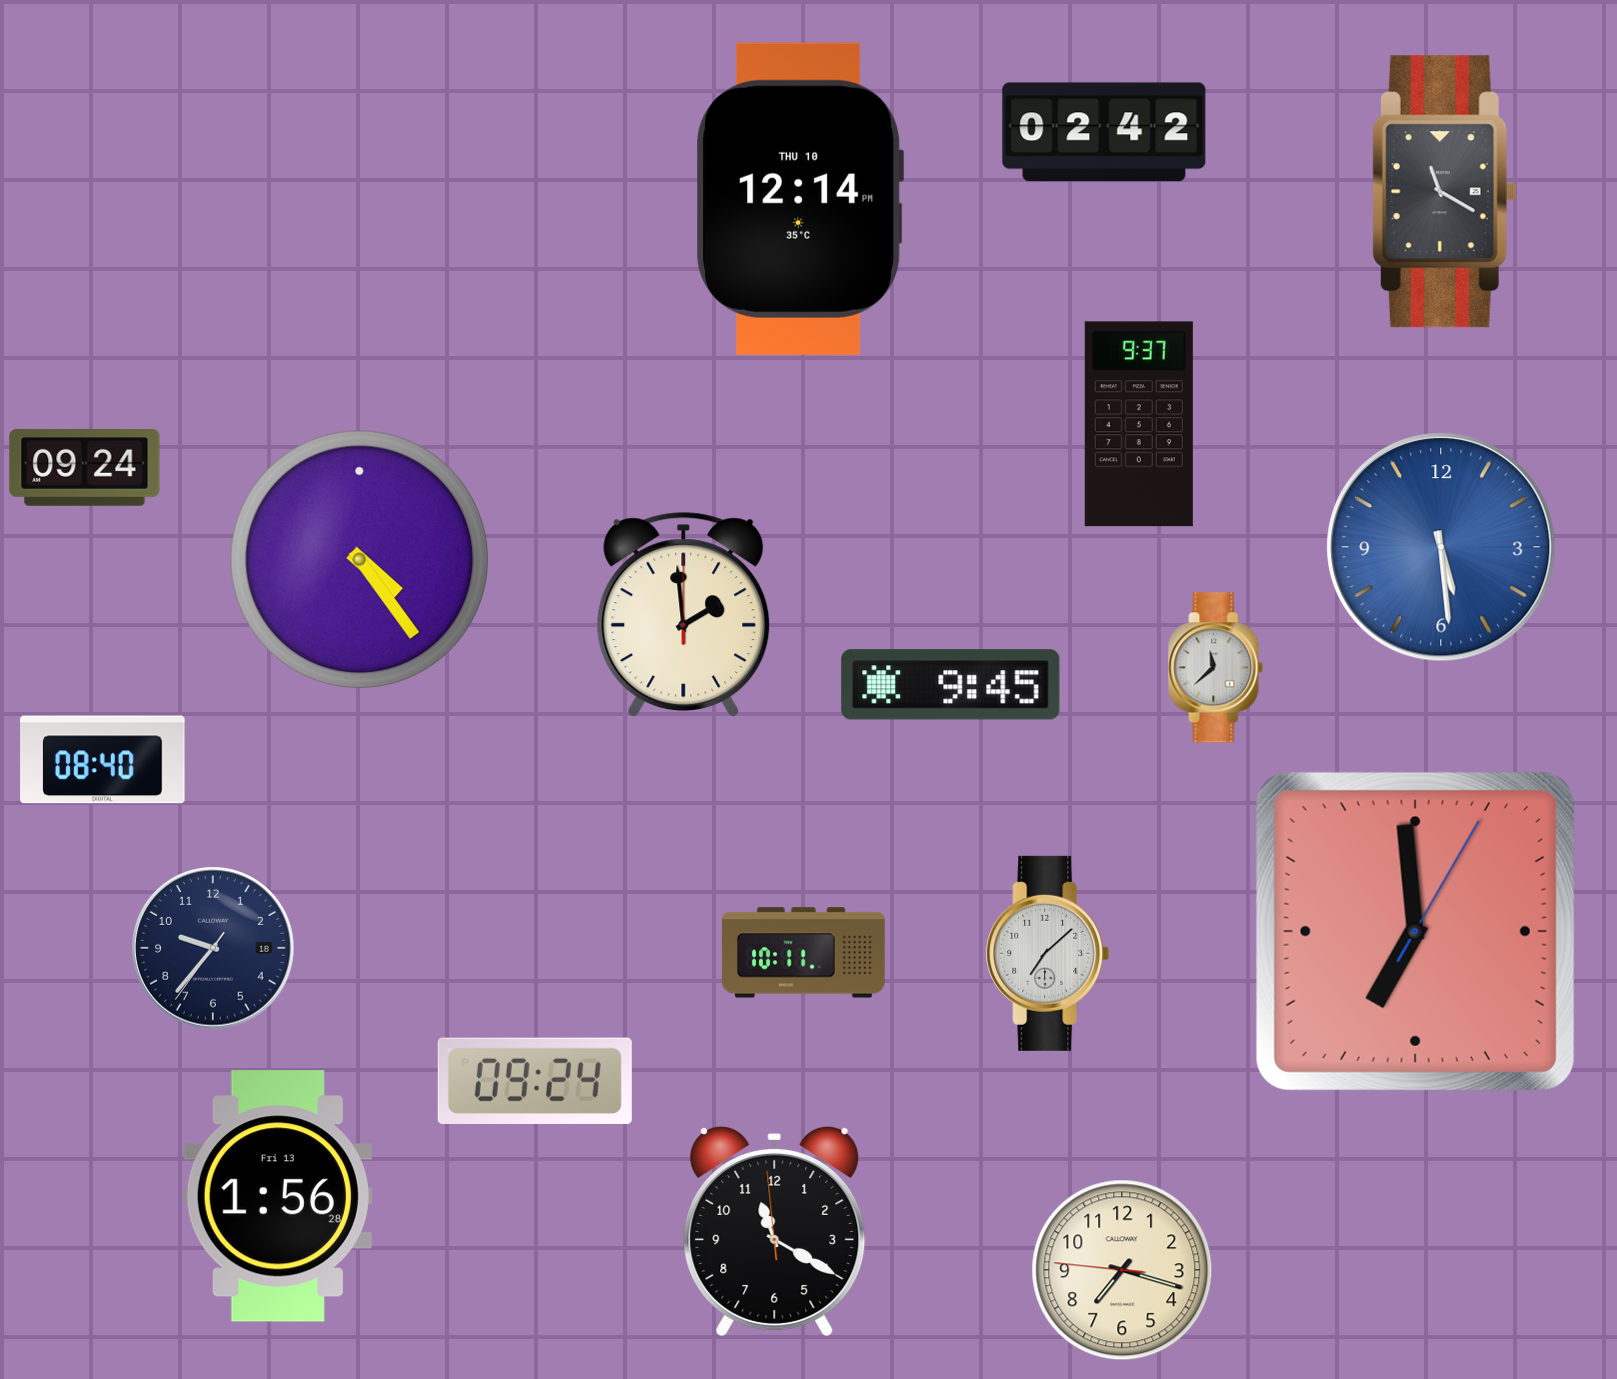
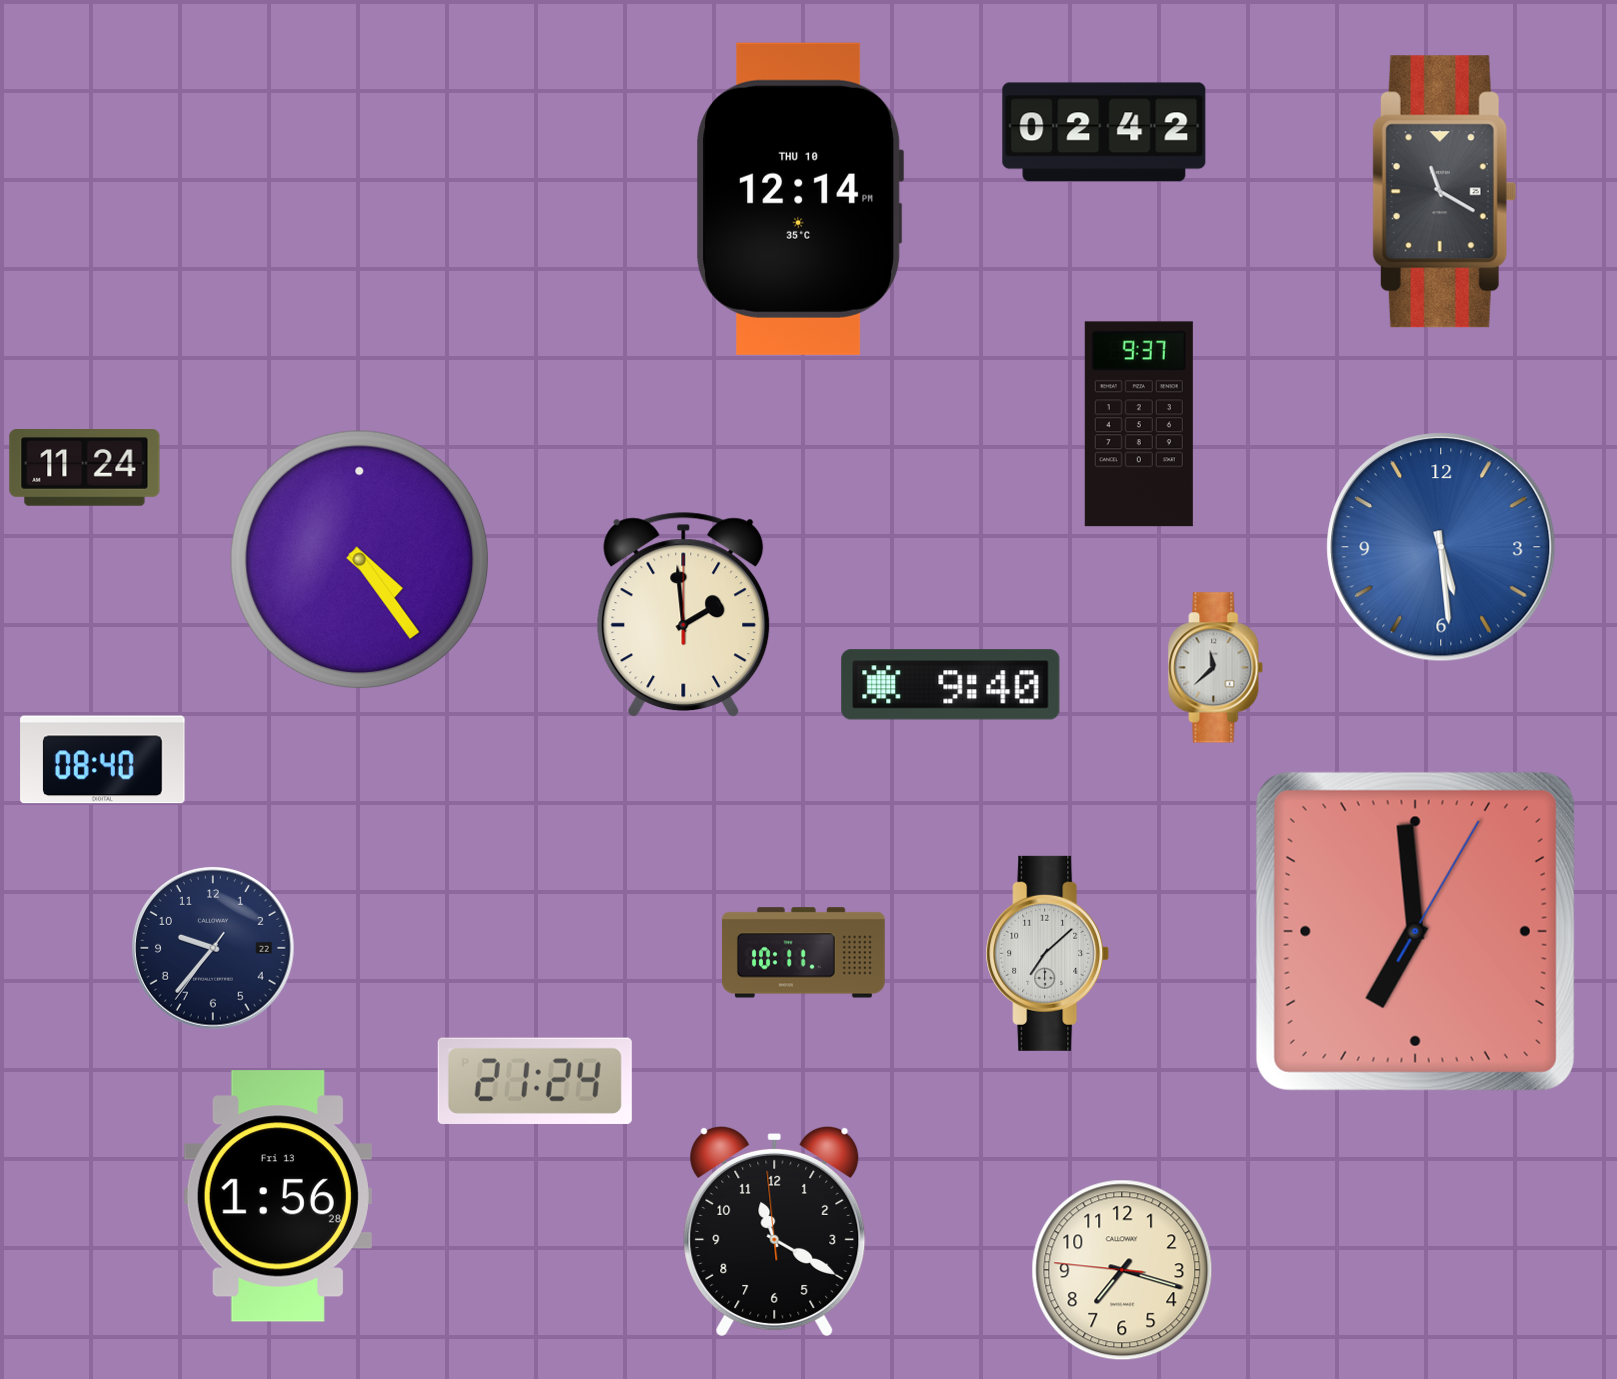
clock at (85, 468): 09:24 -> 11:24
clock at (951, 685): 9:45 -> 9:40
clock at (213, 948) date: 18 -> 22
clock at (535, 1081): 09:24 -> 21:24
